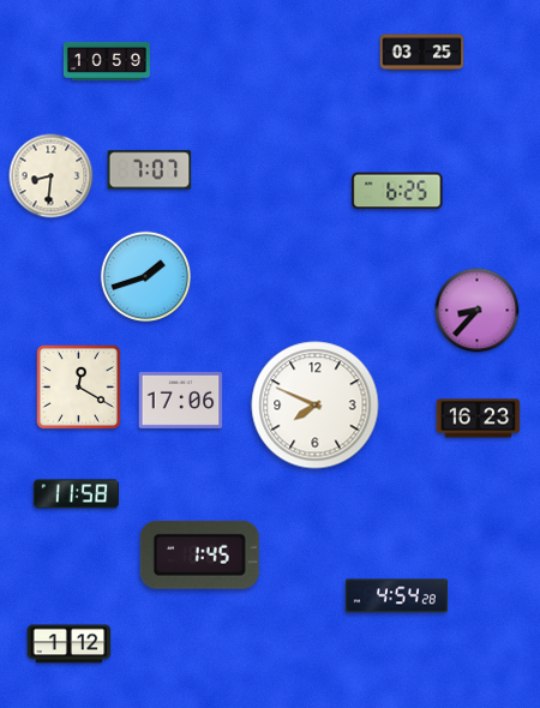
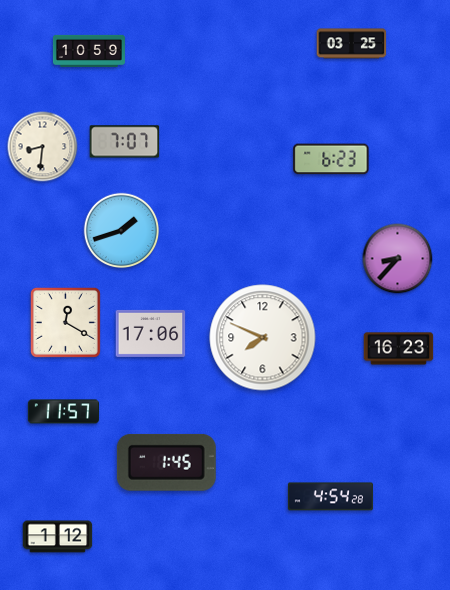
clock at (397, 191): 6:25 -> 6:23
clock at (76, 494): 11:58 -> 11:57
